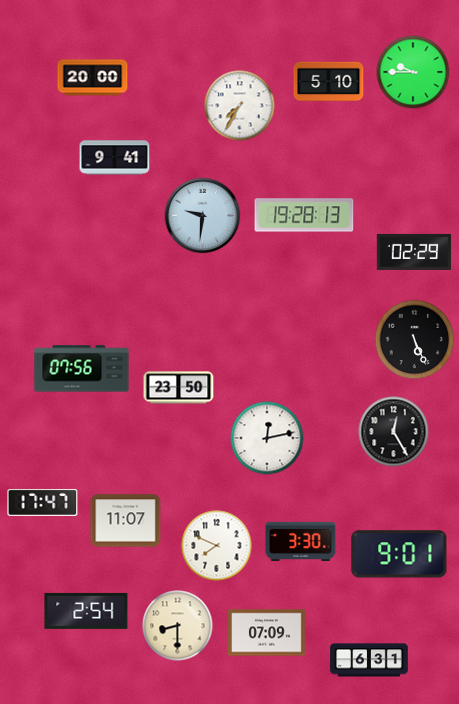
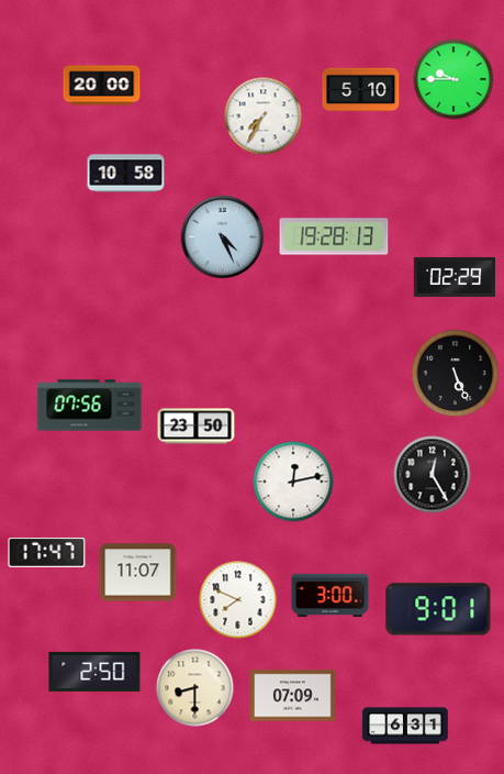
clock at (115, 158): 9:41 -> 10:58
clock at (203, 216): 9:31 -> 4:26
clock at (301, 541): 3:30 -> 3:00
clock at (86, 611): 2:54 -> 2:50
